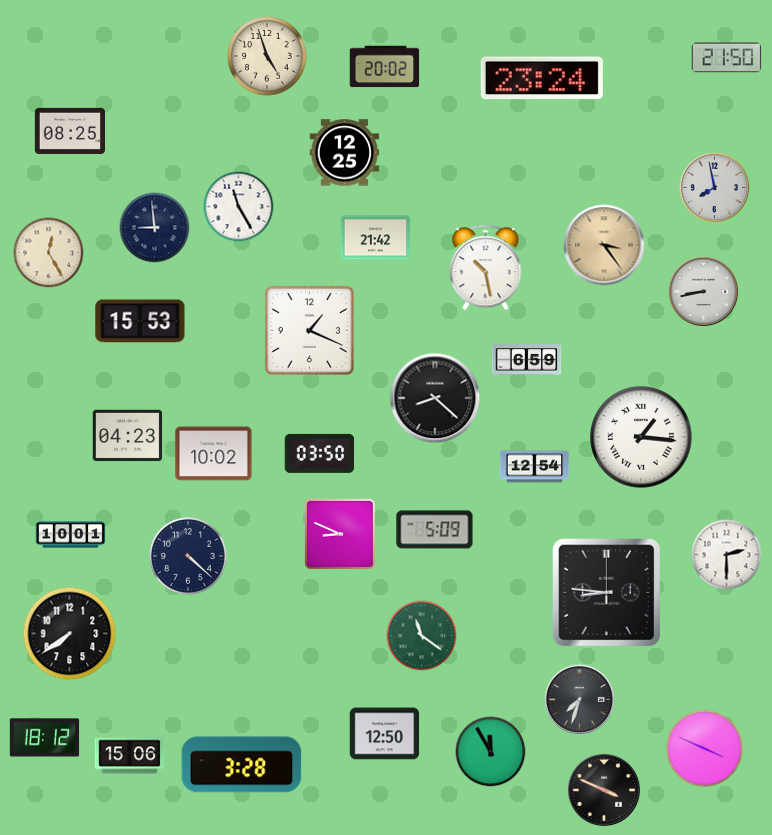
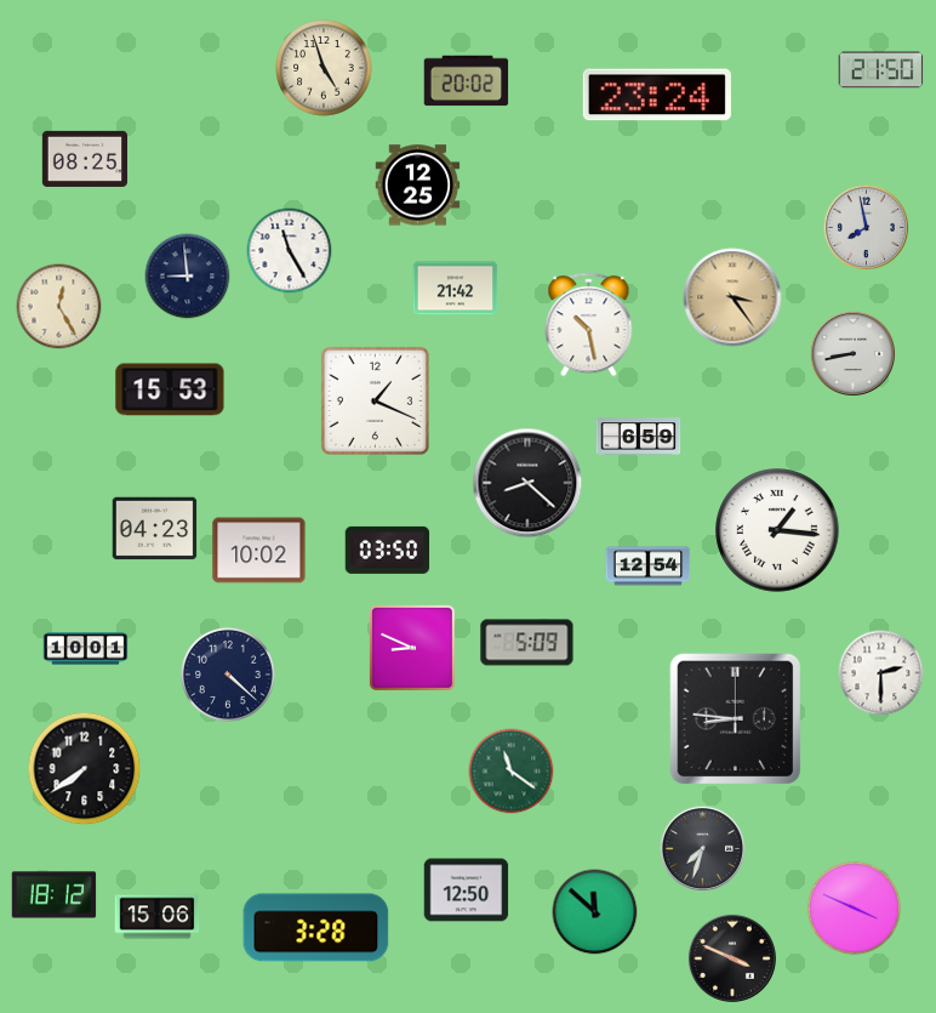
clock at (491, 752): 11:55 -> 11:52
clock at (242, 765) position: (242, 765) -> (316, 928)
